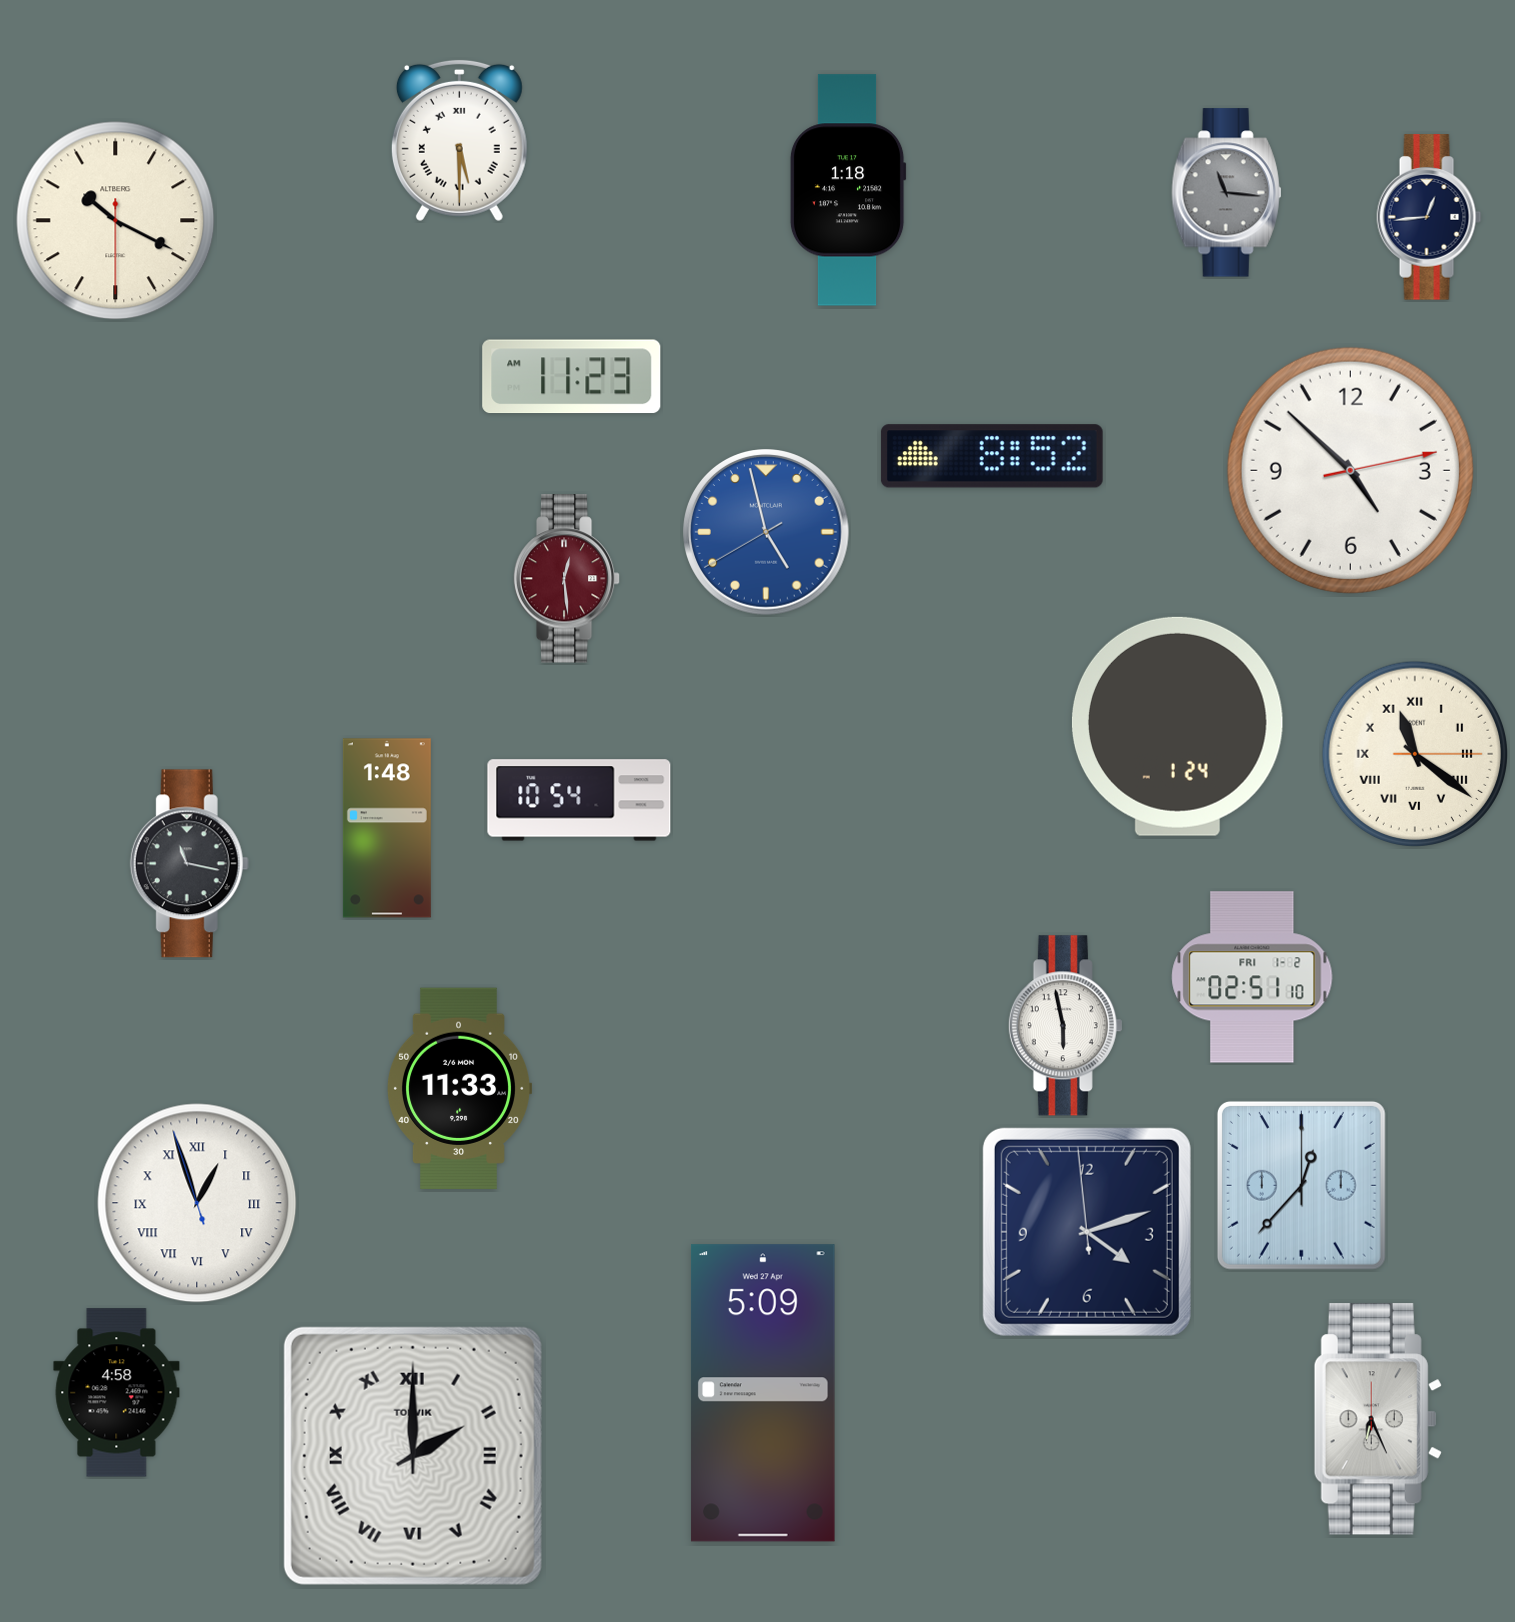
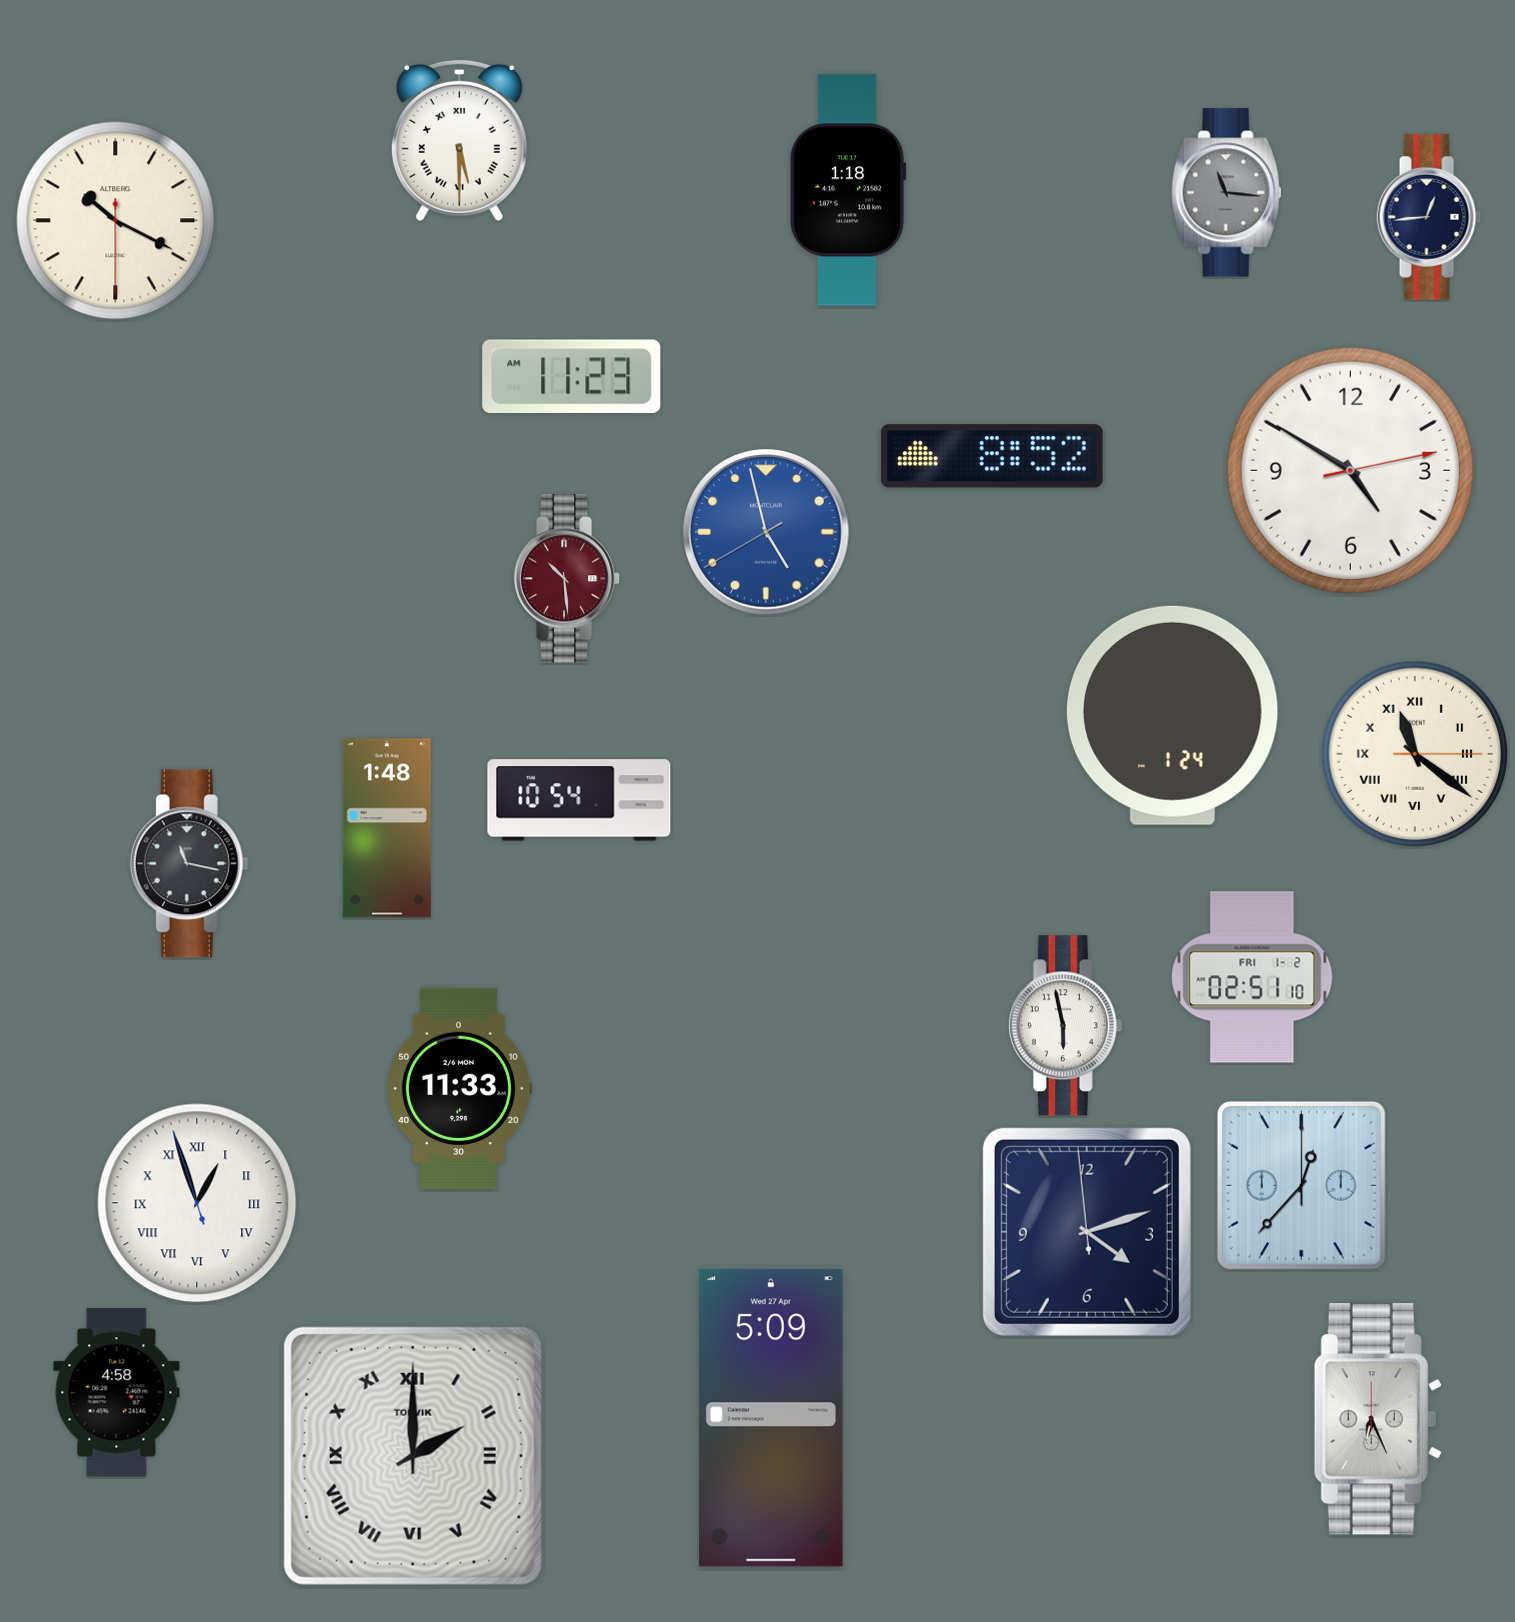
clock at (1350, 470): 4:52 -> 4:50
clock at (567, 579): 12:29 -> 10:29
clock at (1177, 726) position: (1177, 726) -> (1172, 715)
clock at (763, 1393) position: (763, 1393) -> (771, 1418)
